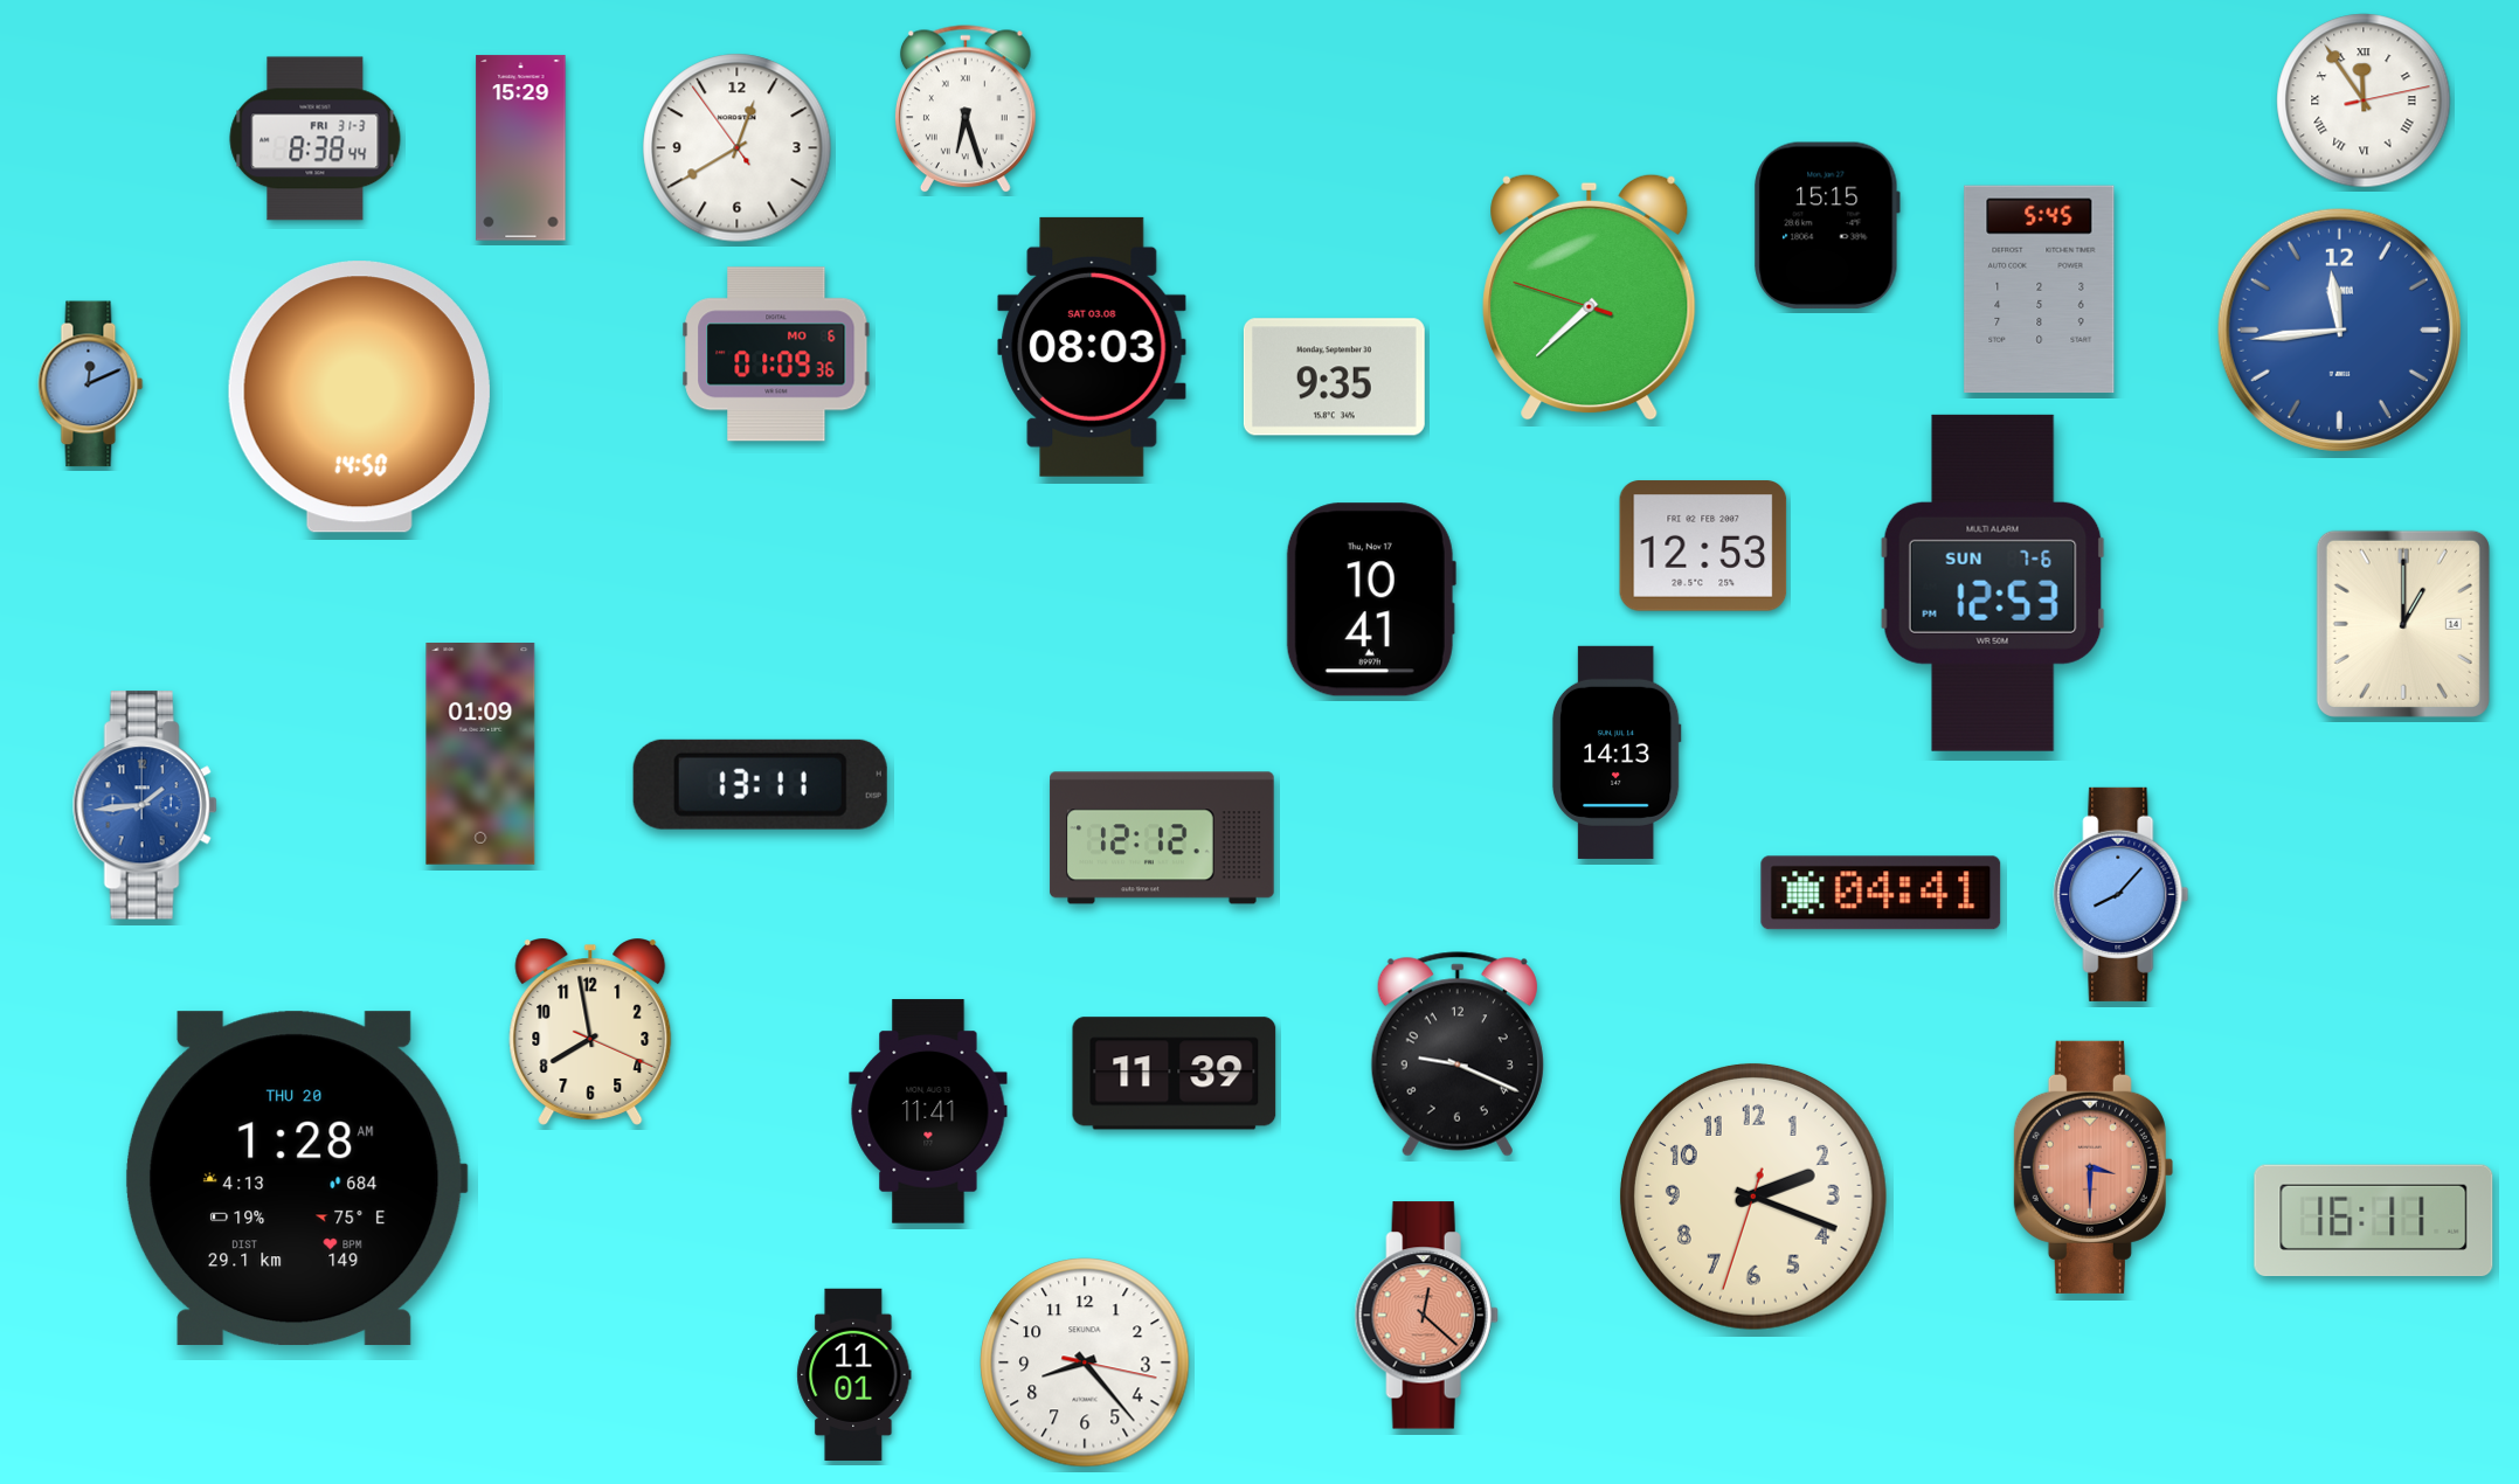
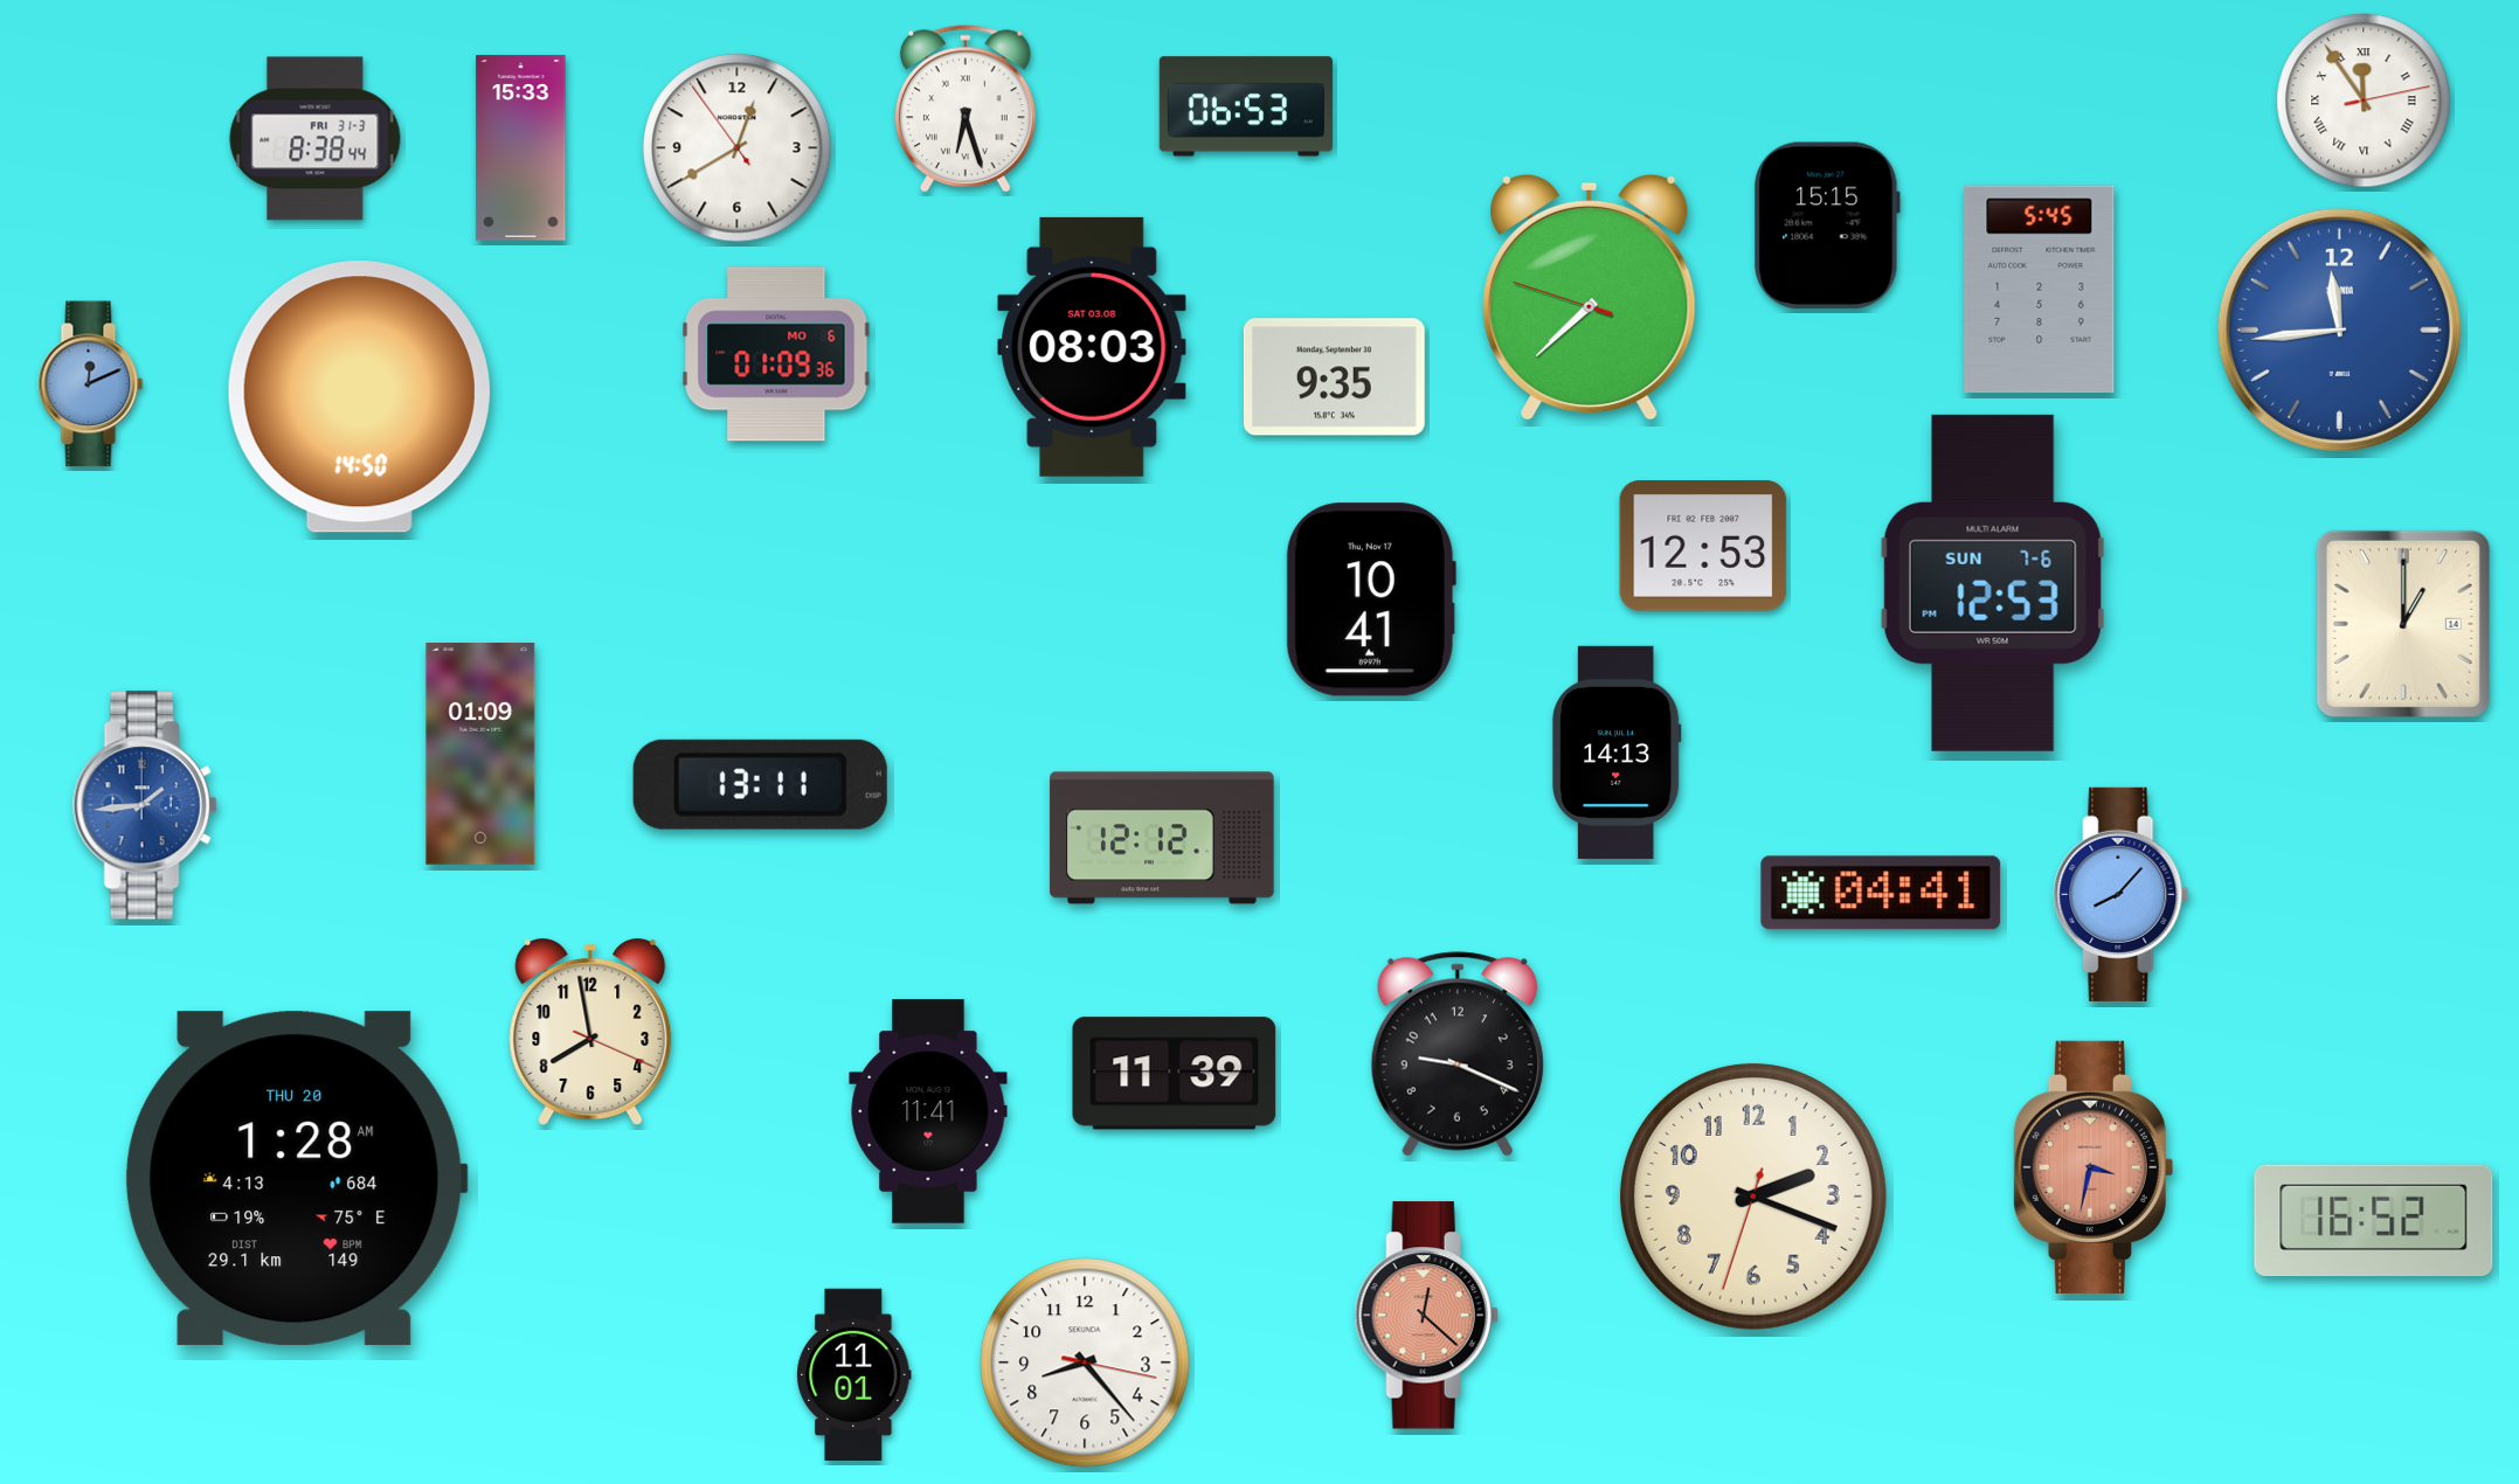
clock at (1246, 106): none -> 06:53
clock at (521, 148): 15:29 -> 15:33
clock at (2094, 1167): 3:30 -> 3:32
clock at (2374, 1221): 16:11 -> 16:52
